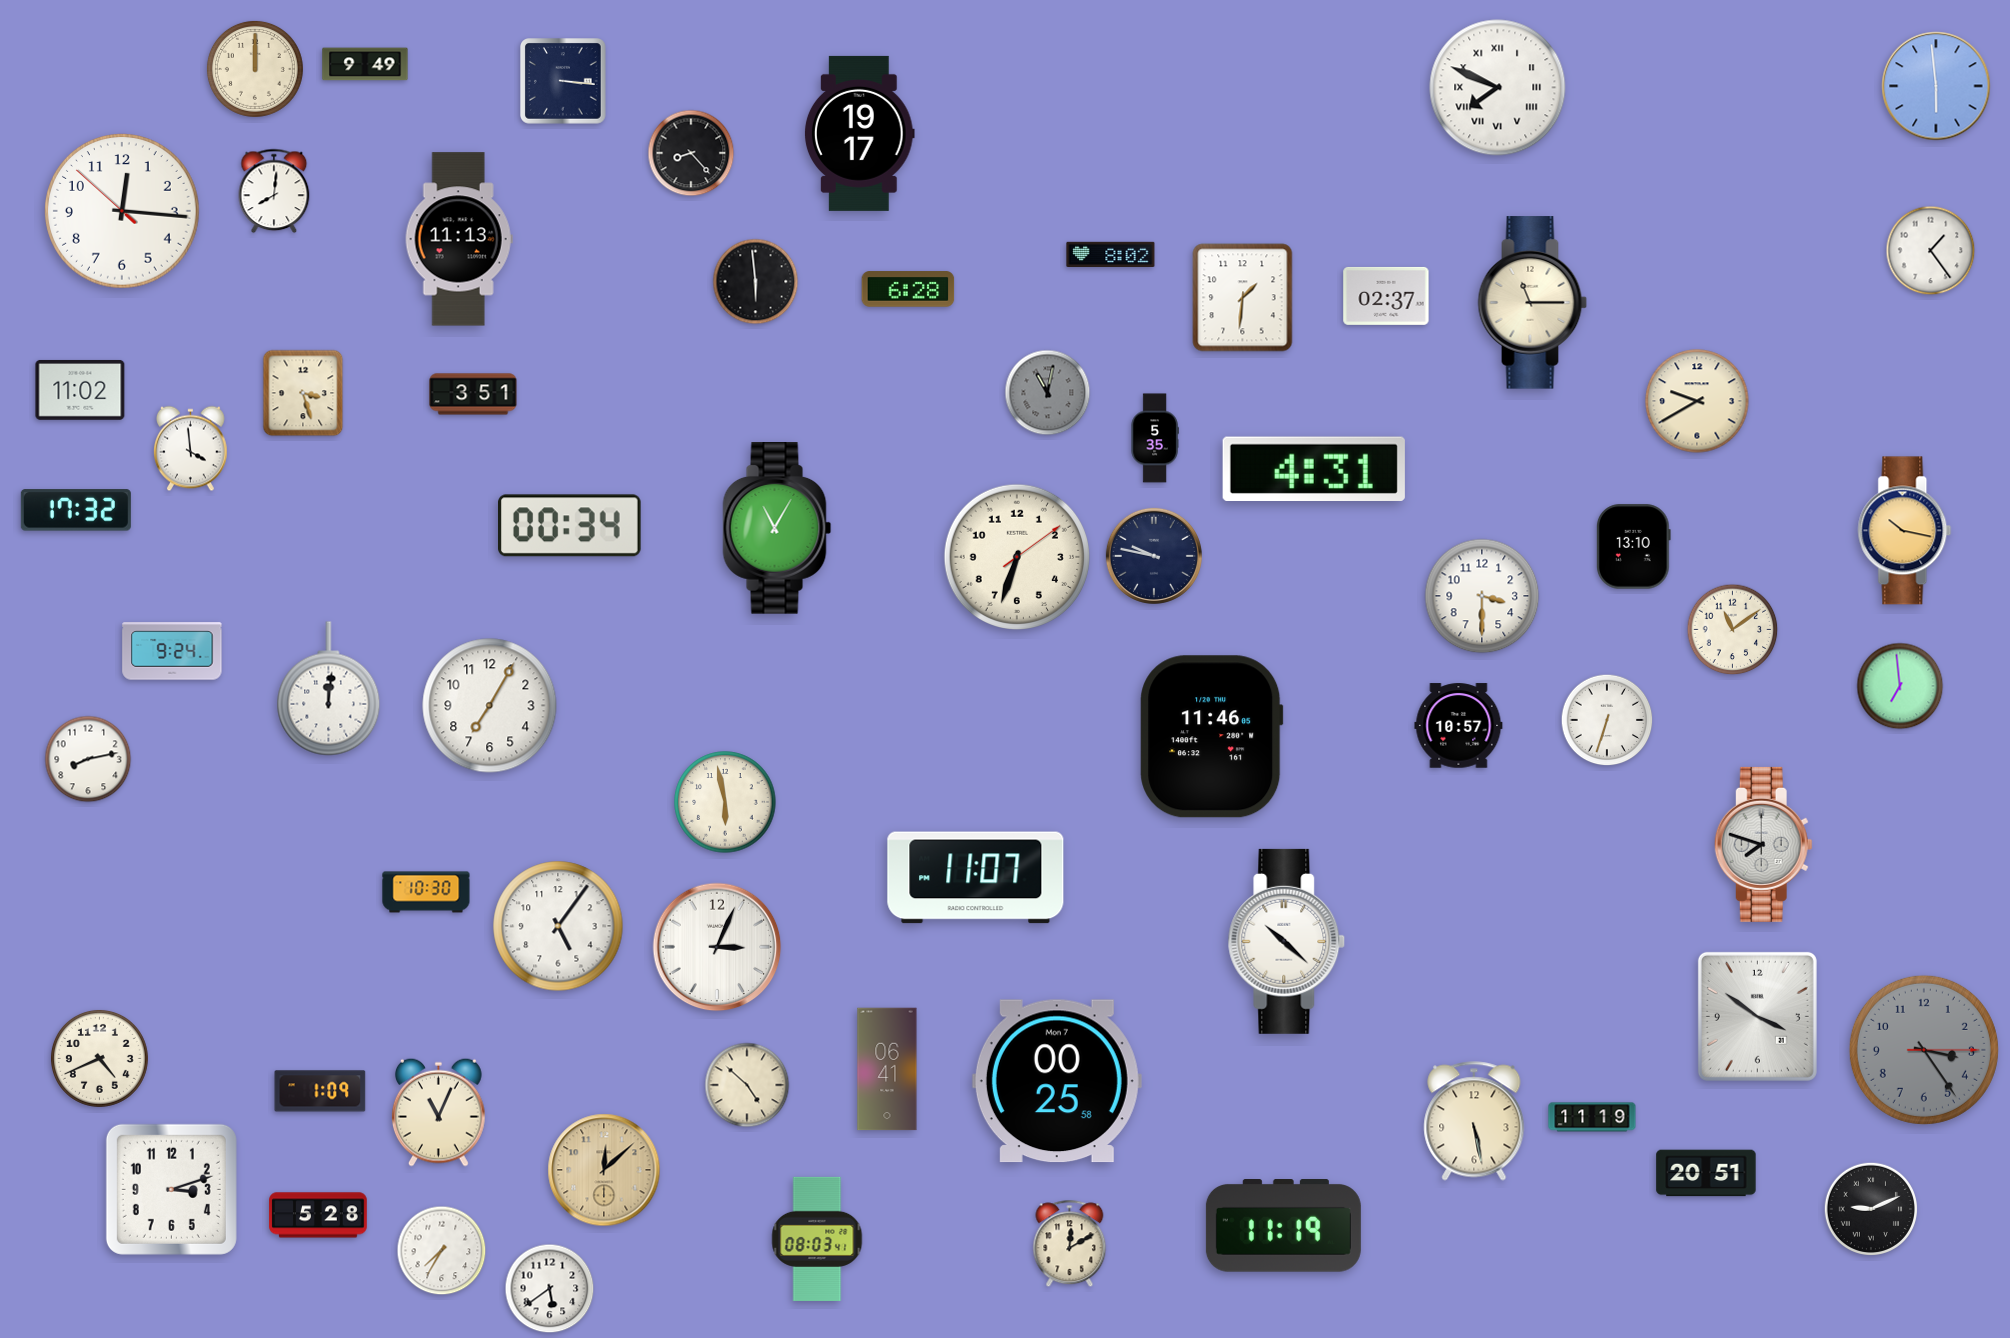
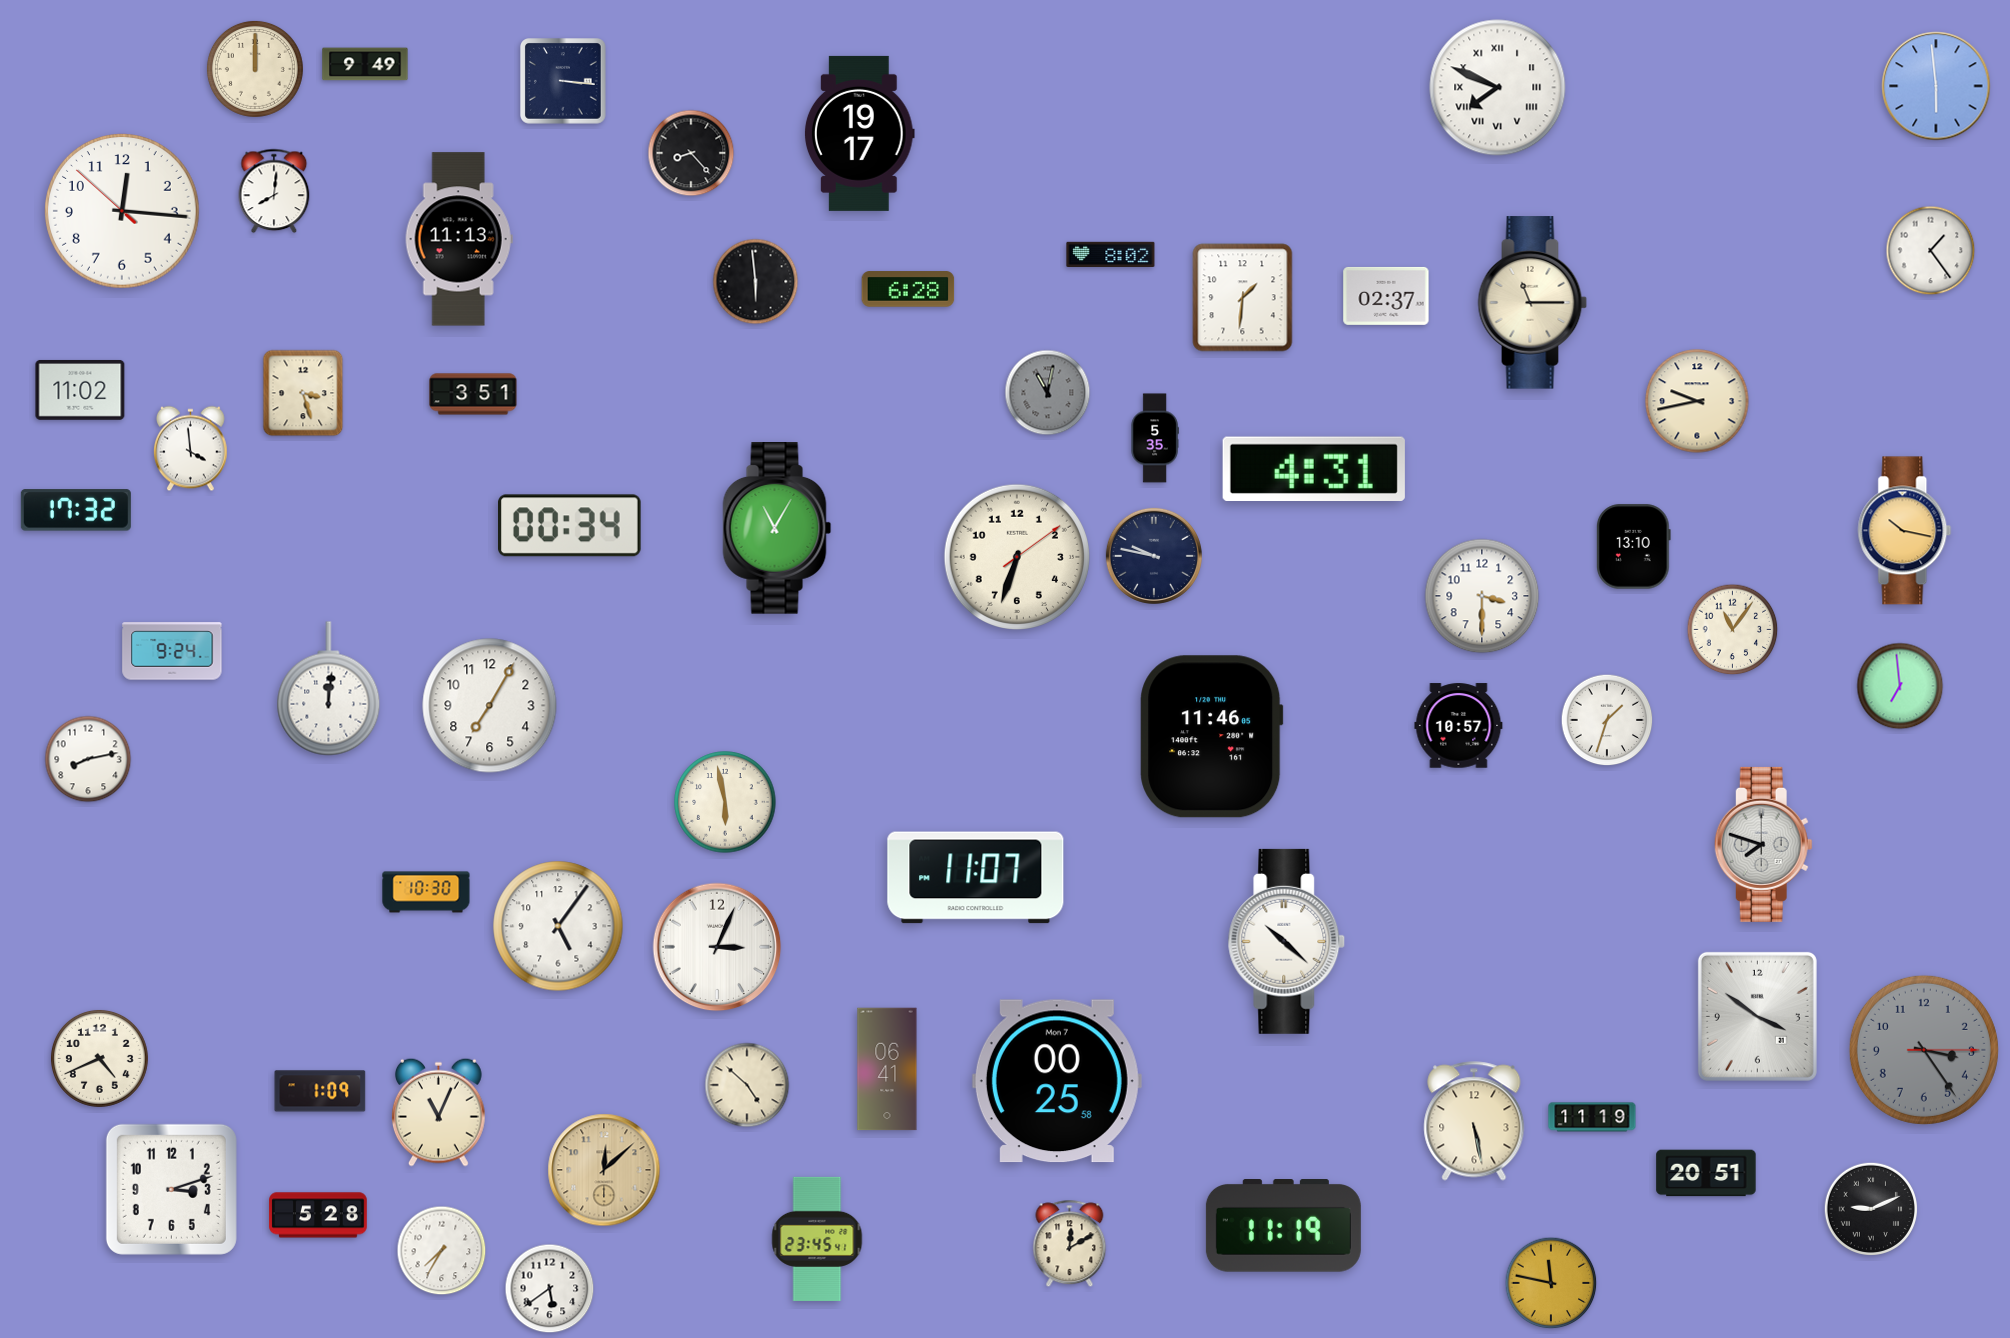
clock at (1697, 401): 9:40 -> 9:43
clock at (1733, 630): 11:09 -> 11:06
clock at (1607, 720): 6:33 -> 1:33
clock at (817, 1239): 08:03 -> 23:45
clock at (1551, 1283): none -> 11:47
